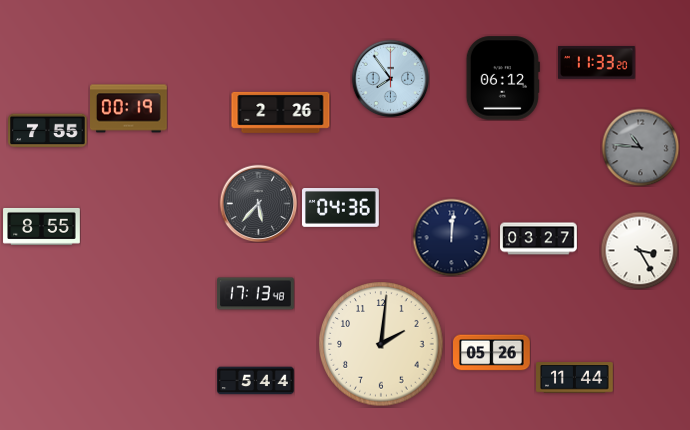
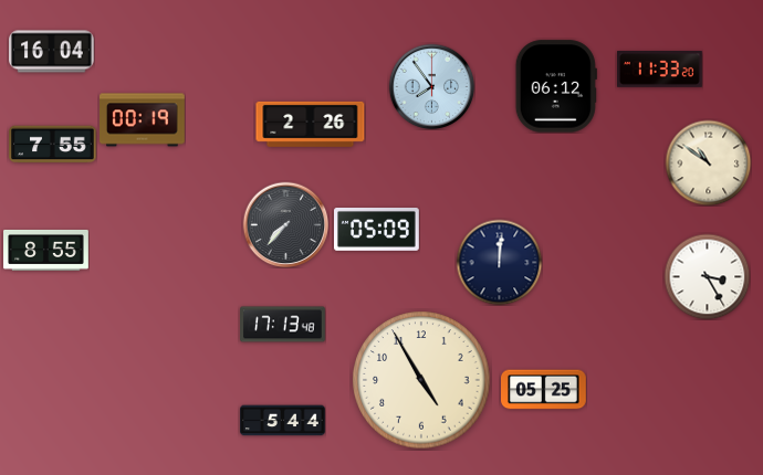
clock at (52, 52): none -> 16:04
clock at (640, 147): 10:46 -> 10:51
clock at (640, 147) dial: grey -> cream
clock at (258, 203): 5:37 -> 7:37
clock at (341, 208): 04:36 -> 05:09
clock at (539, 239): 03:27 -> none
clock at (381, 344): 2:01 -> 4:55
clock at (492, 353): 05:26 -> 05:25
clock at (575, 378): 11:44 -> none
